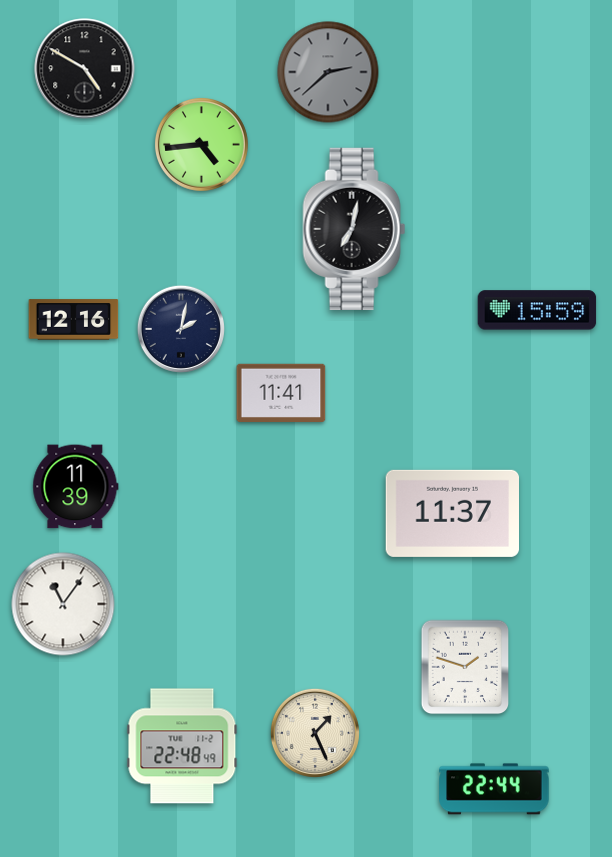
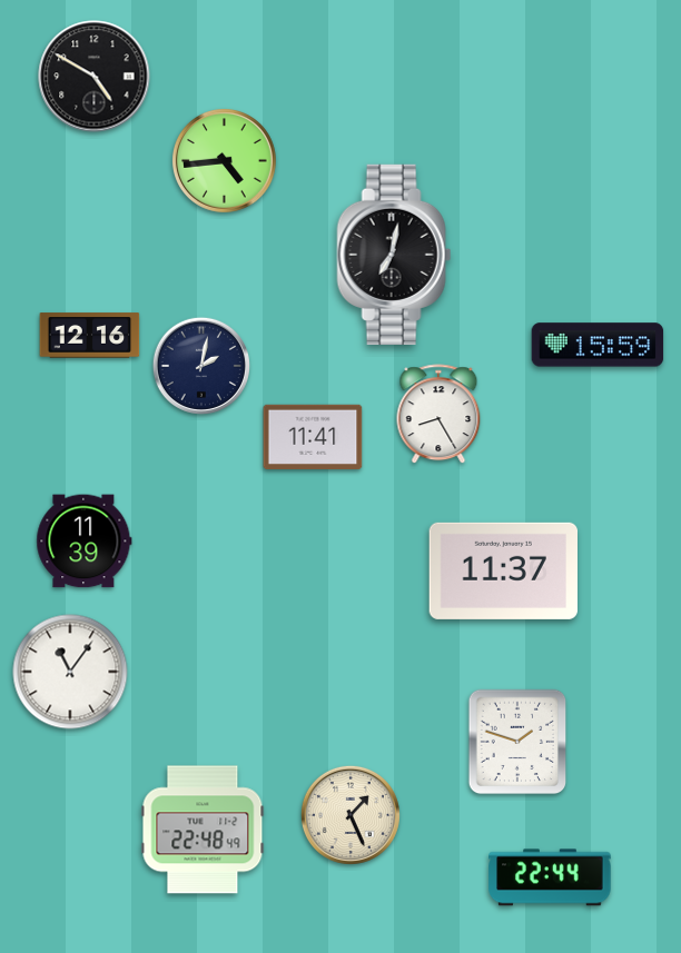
clock at (328, 72): 2:38 -> none
clock at (74, 320) position: (74, 320) -> (90, 336)
clock at (438, 415): none -> 8:25
